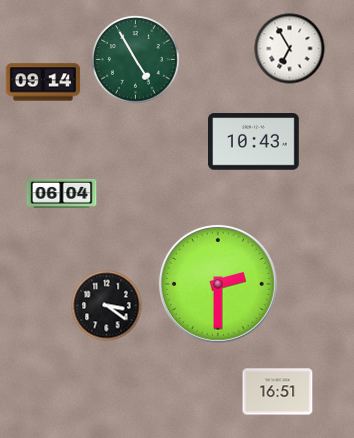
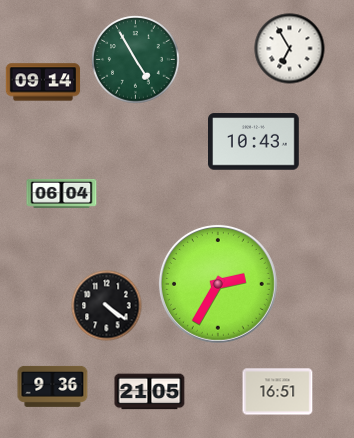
clock at (218, 284): 2:30 -> 2:35
clock at (107, 306): 3:21 -> 4:21
clock at (53, 386): none -> 9:36
clock at (150, 392): none -> 21:05
